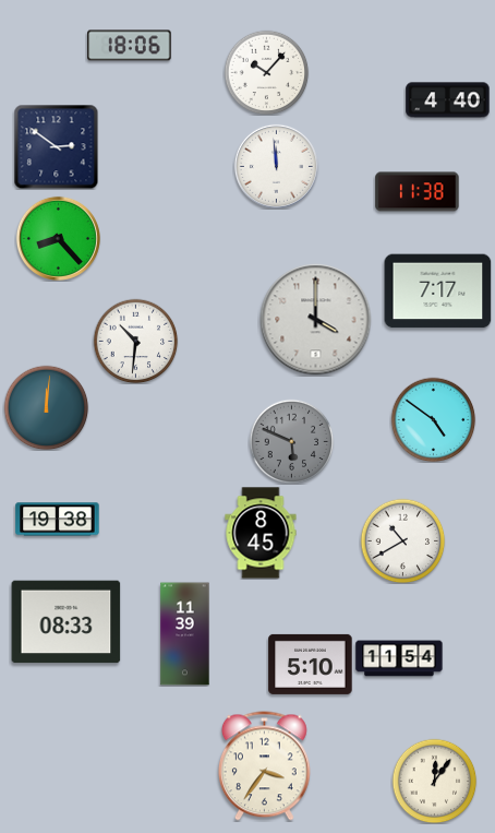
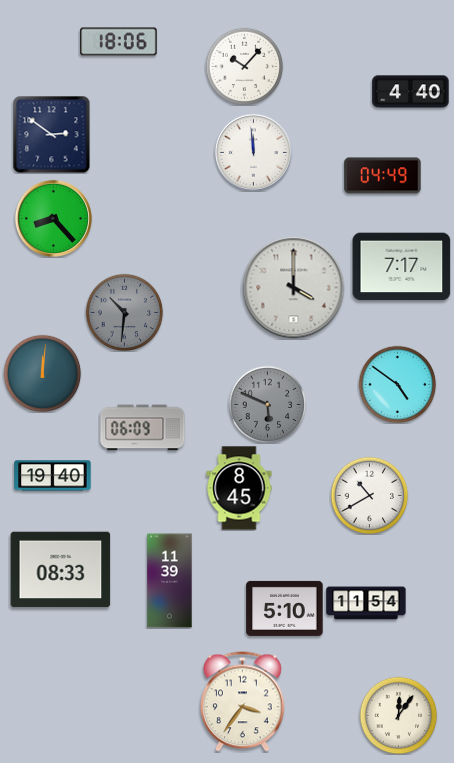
clock at (418, 192): 11:38 -> 04:49
clock at (316, 320) position: (316, 320) -> (294, 288)
clock at (135, 341) dial: white -> grey
clock at (143, 428): none -> 06:09
clock at (58, 520): 19:38 -> 19:40
